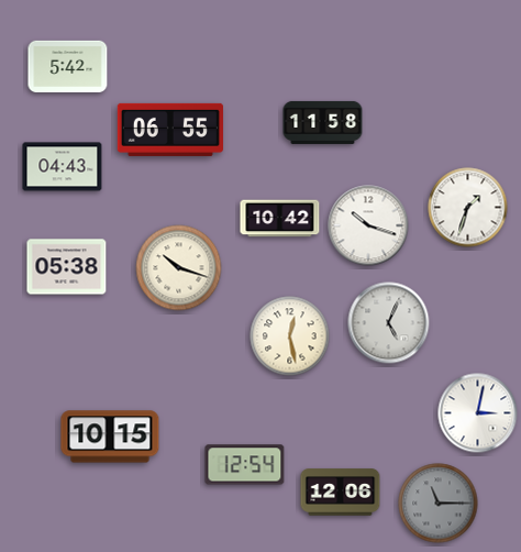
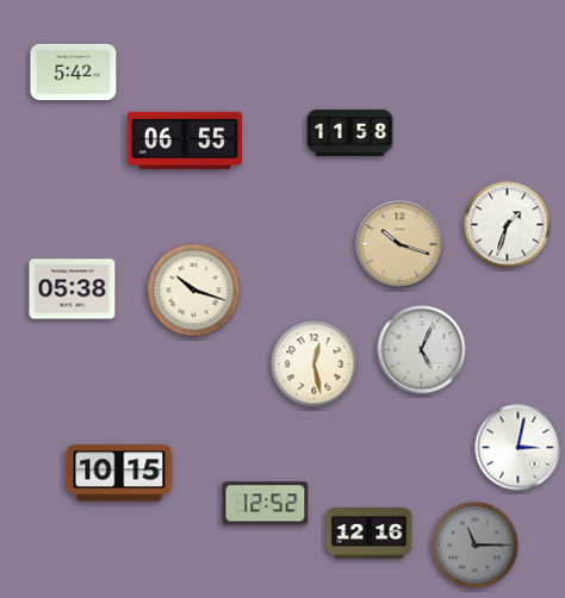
clock at (63, 167): 04:43 -> none
clock at (280, 219): 10:42 -> none
clock at (368, 225) dial: white -> champagne
clock at (245, 465): 12:54 -> 12:52
clock at (341, 493): 12:06 -> 12:16
